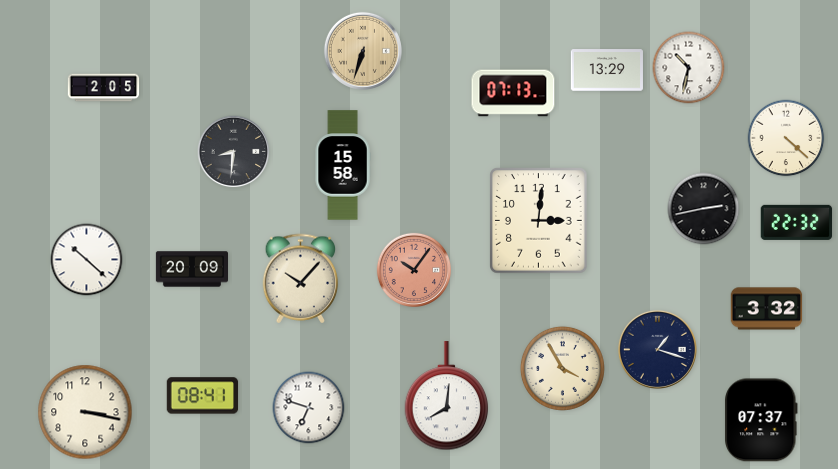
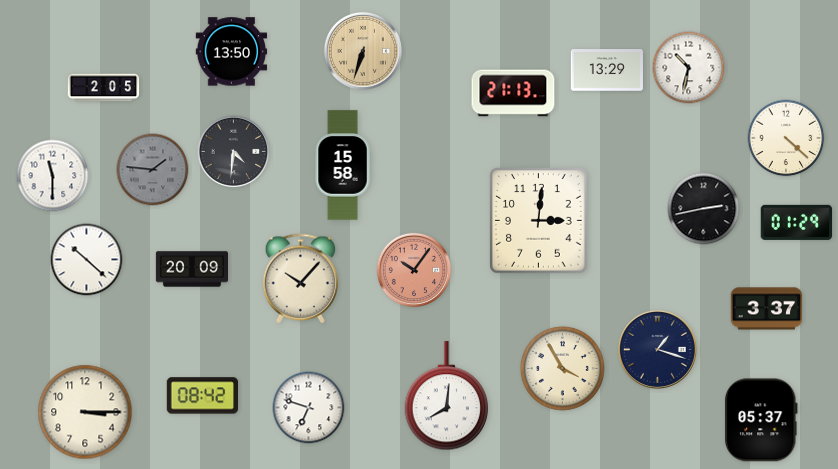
clock at (232, 52): none -> 13:50
clock at (513, 93): 07:13 -> 21:13
clock at (234, 152): 8:31 -> 4:31
clock at (153, 170): none -> 1:46
clock at (53, 176): none -> 11:30
clock at (797, 222): 22:32 -> 01:29
clock at (767, 309): 3:32 -> 3:37
clock at (203, 396): 08:41 -> 08:42
clock at (85, 412): 3:17 -> 3:15
clock at (762, 420): 07:37 -> 05:37
